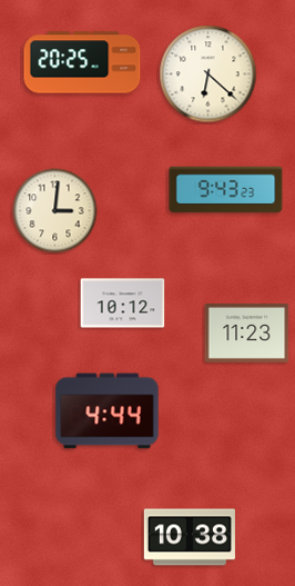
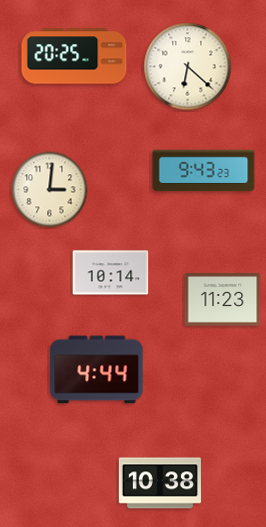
clock at (123, 304): 10:12 -> 10:14
clock at (190, 537) position: (190, 537) -> (160, 483)
